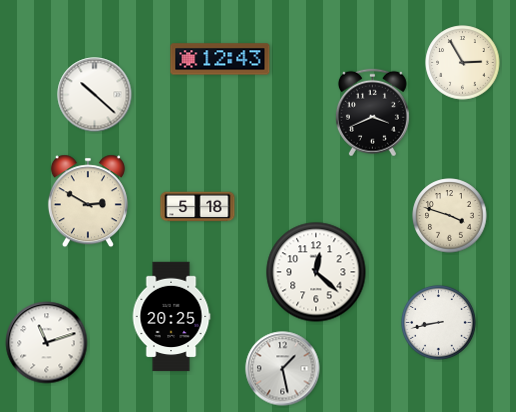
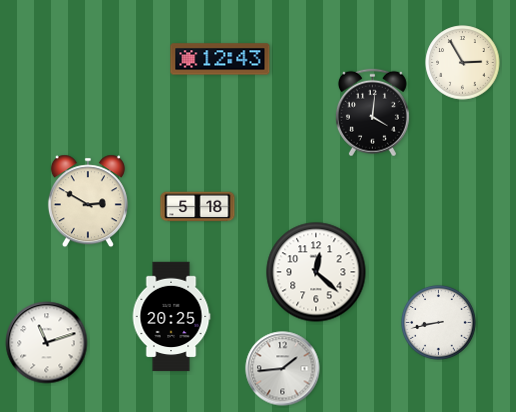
clock at (95, 95): 10:22 -> none
clock at (372, 113): 3:41 -> 4:01
clock at (450, 216): 3:48 -> none
clock at (283, 369): 1:28 -> 1:44
